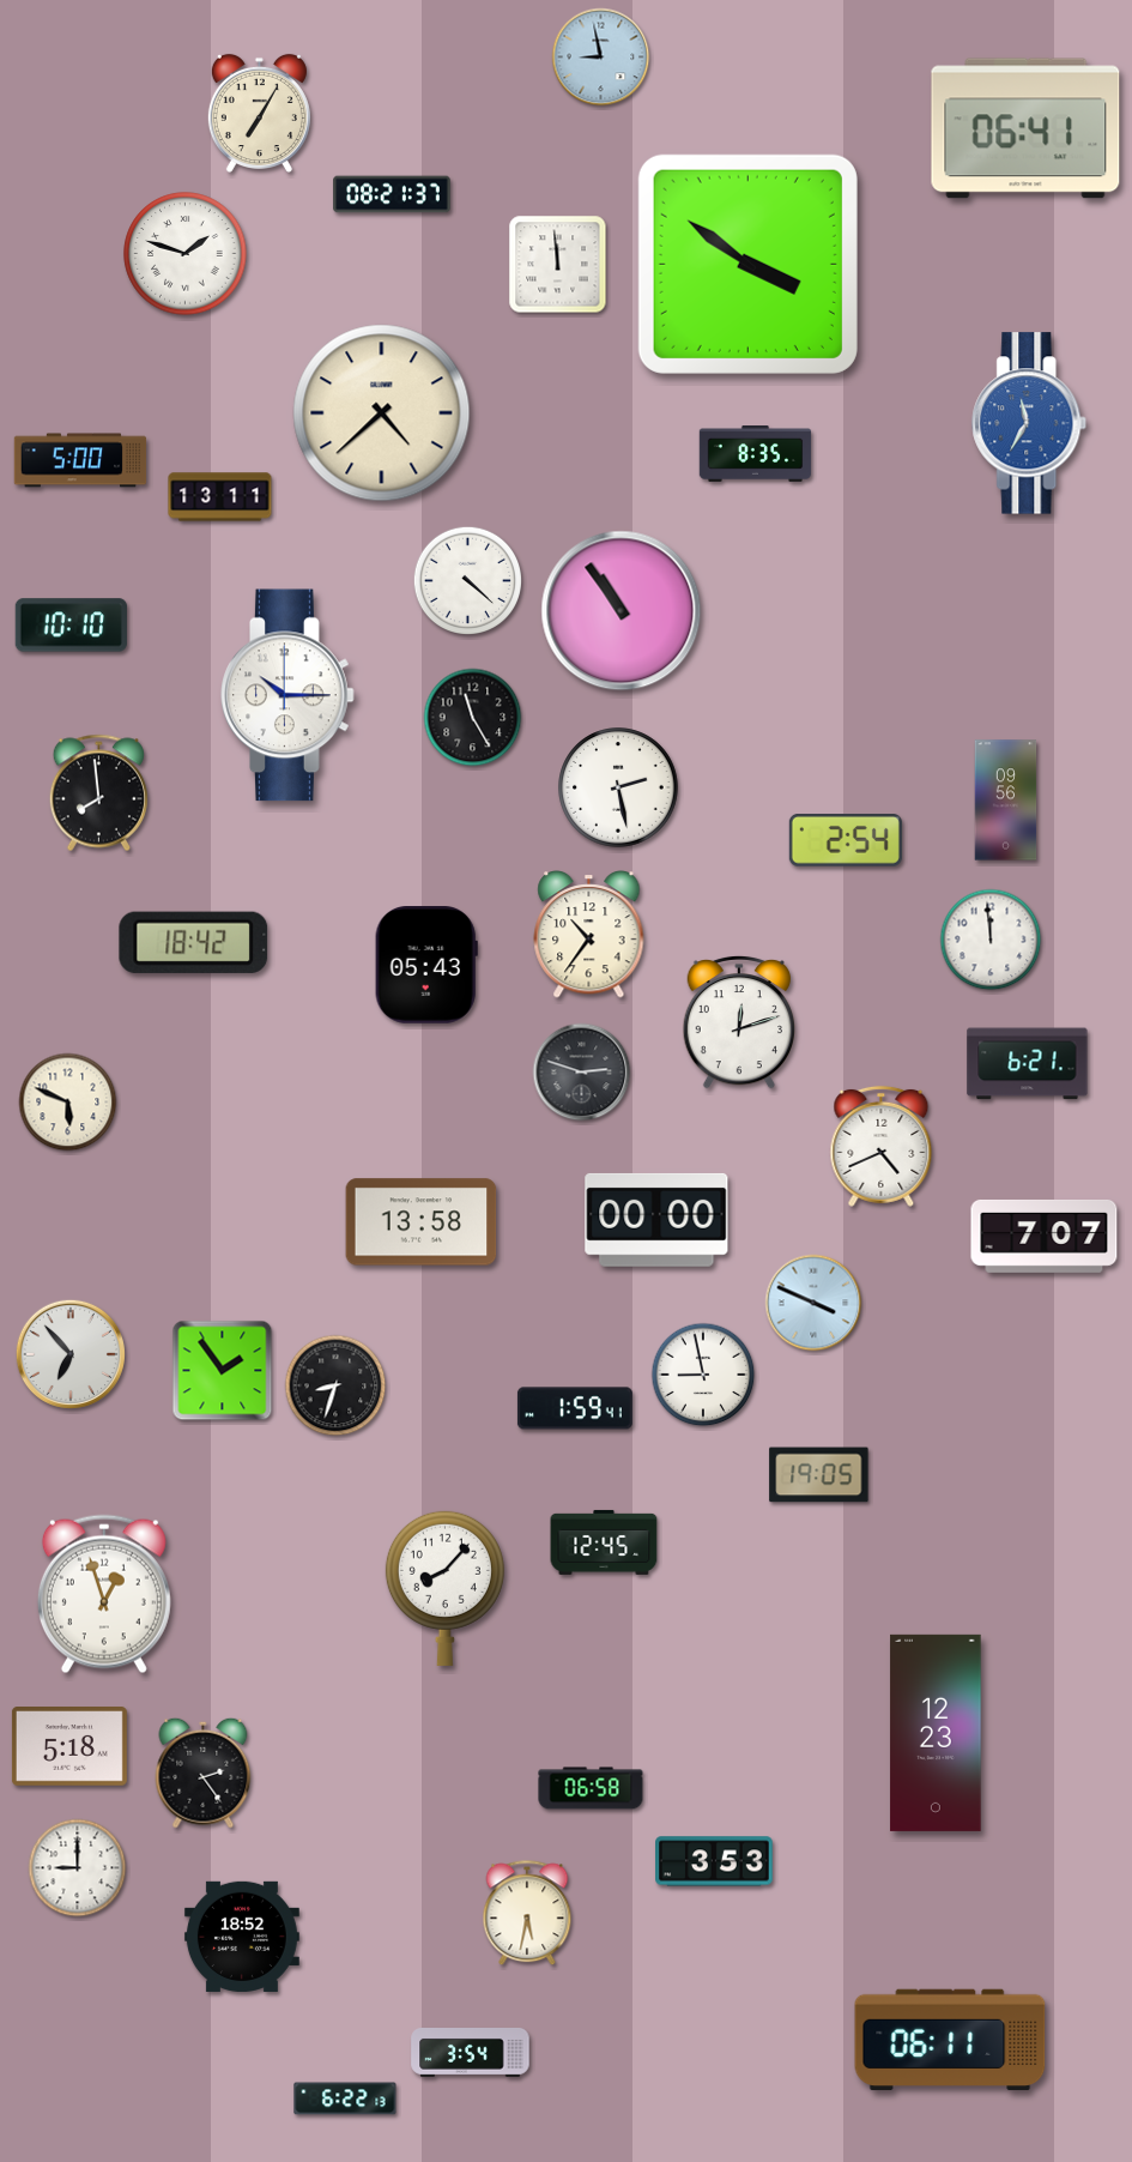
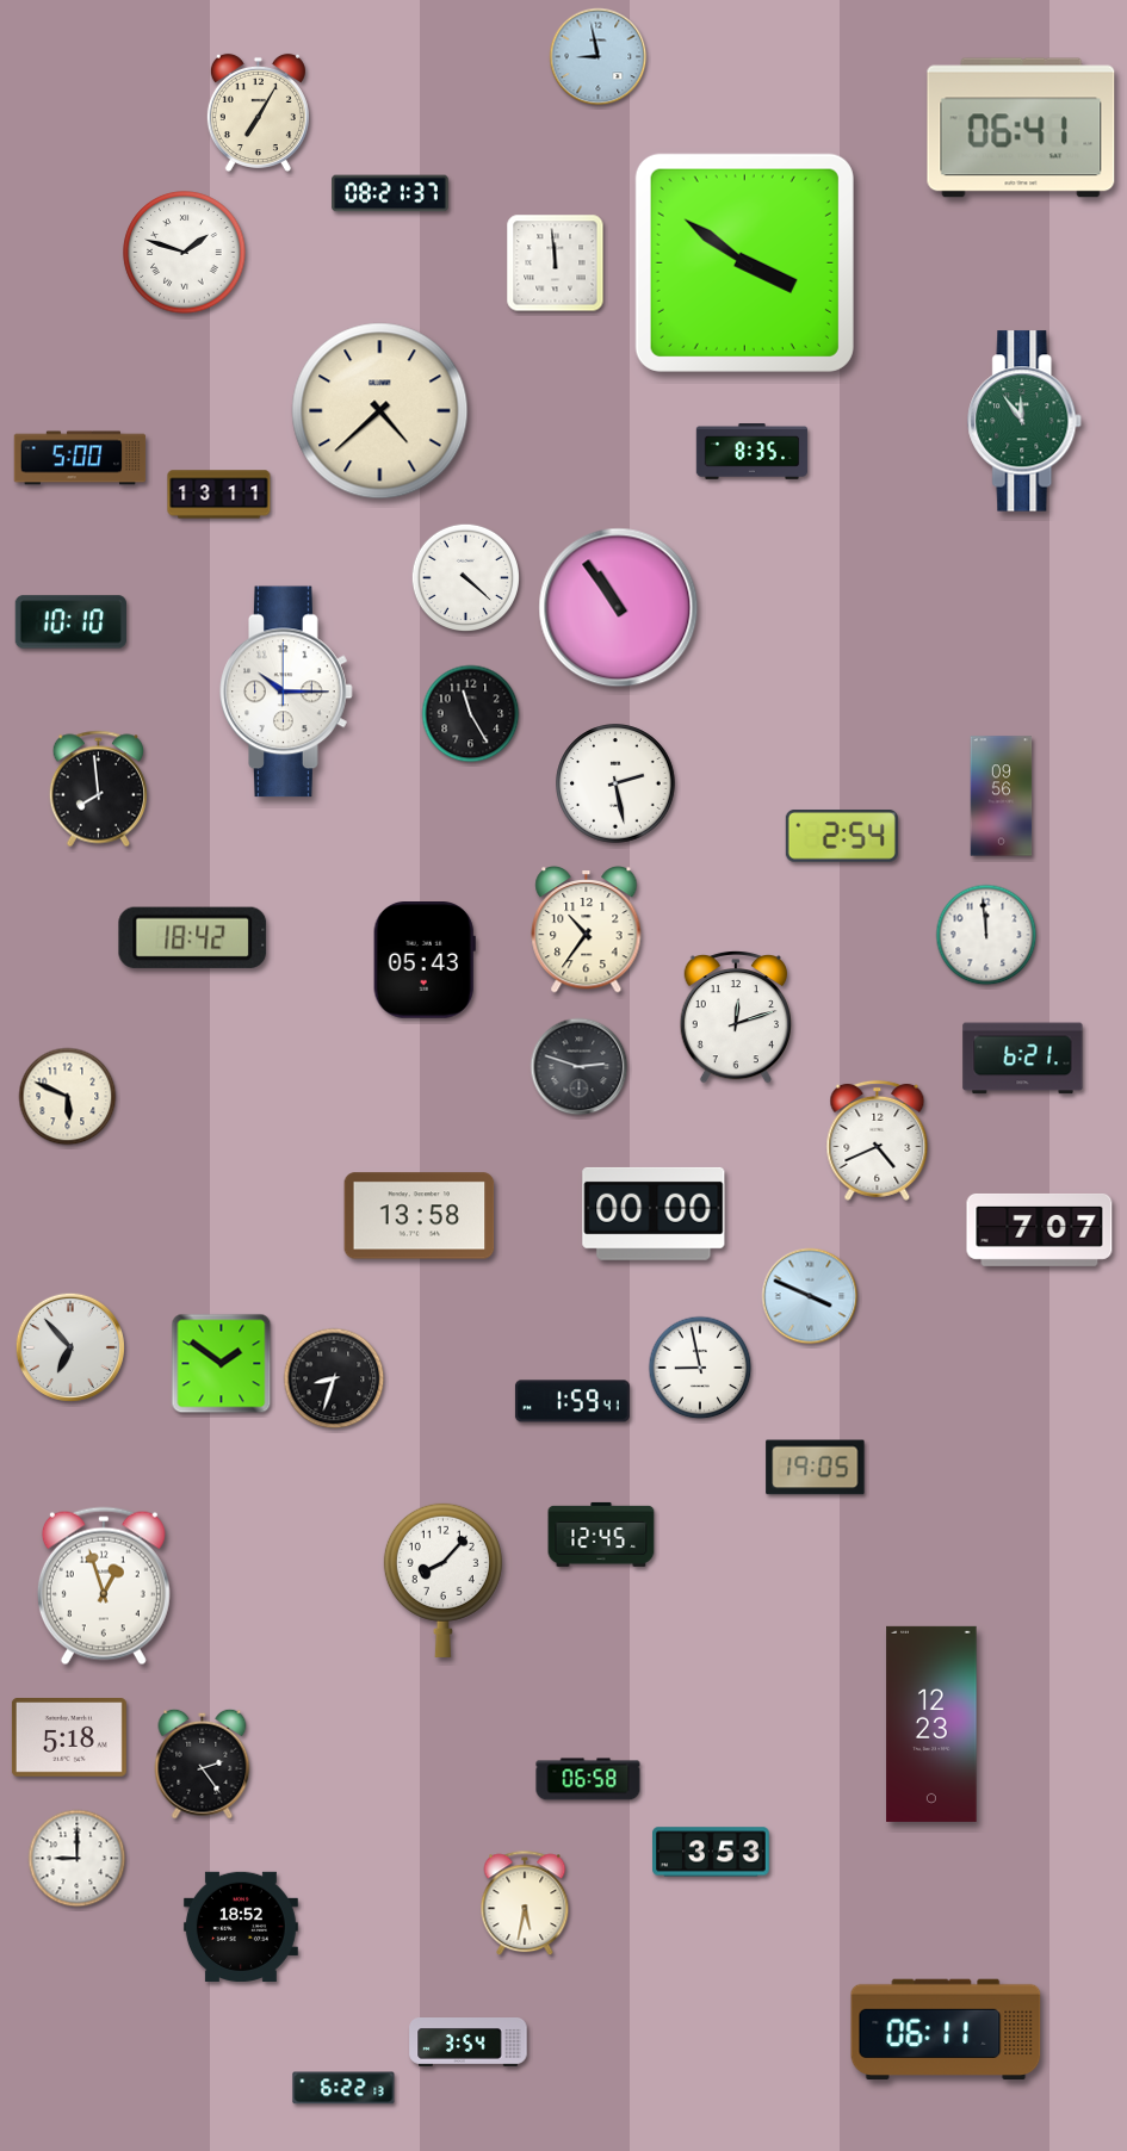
clock at (1030, 423): 11:35 -> 11:54
clock at (1030, 423) dial: blue -> green
clock at (223, 1371): 1:54 -> 1:51
